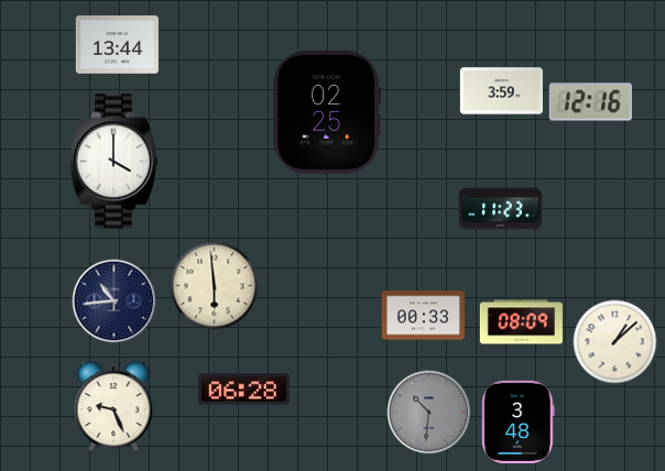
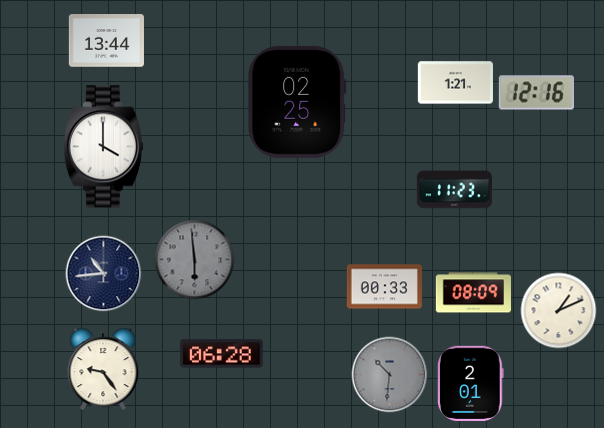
clock at (501, 91): 3:59 -> 1:21
clock at (215, 286) dial: cream -> grey
clock at (615, 342): 1:08 -> 1:11
clock at (113, 406): 9:26 -> 9:24
clock at (519, 421): 3:48 -> 2:01
